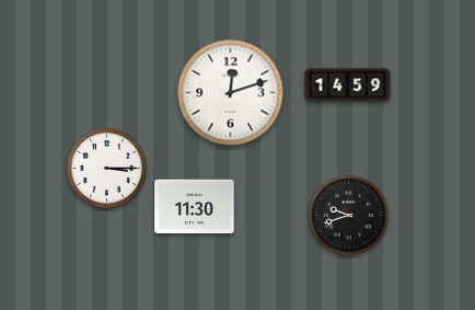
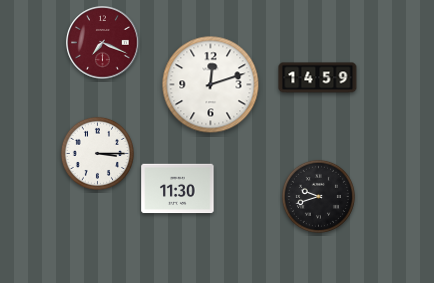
clock at (103, 43): none -> 7:19
